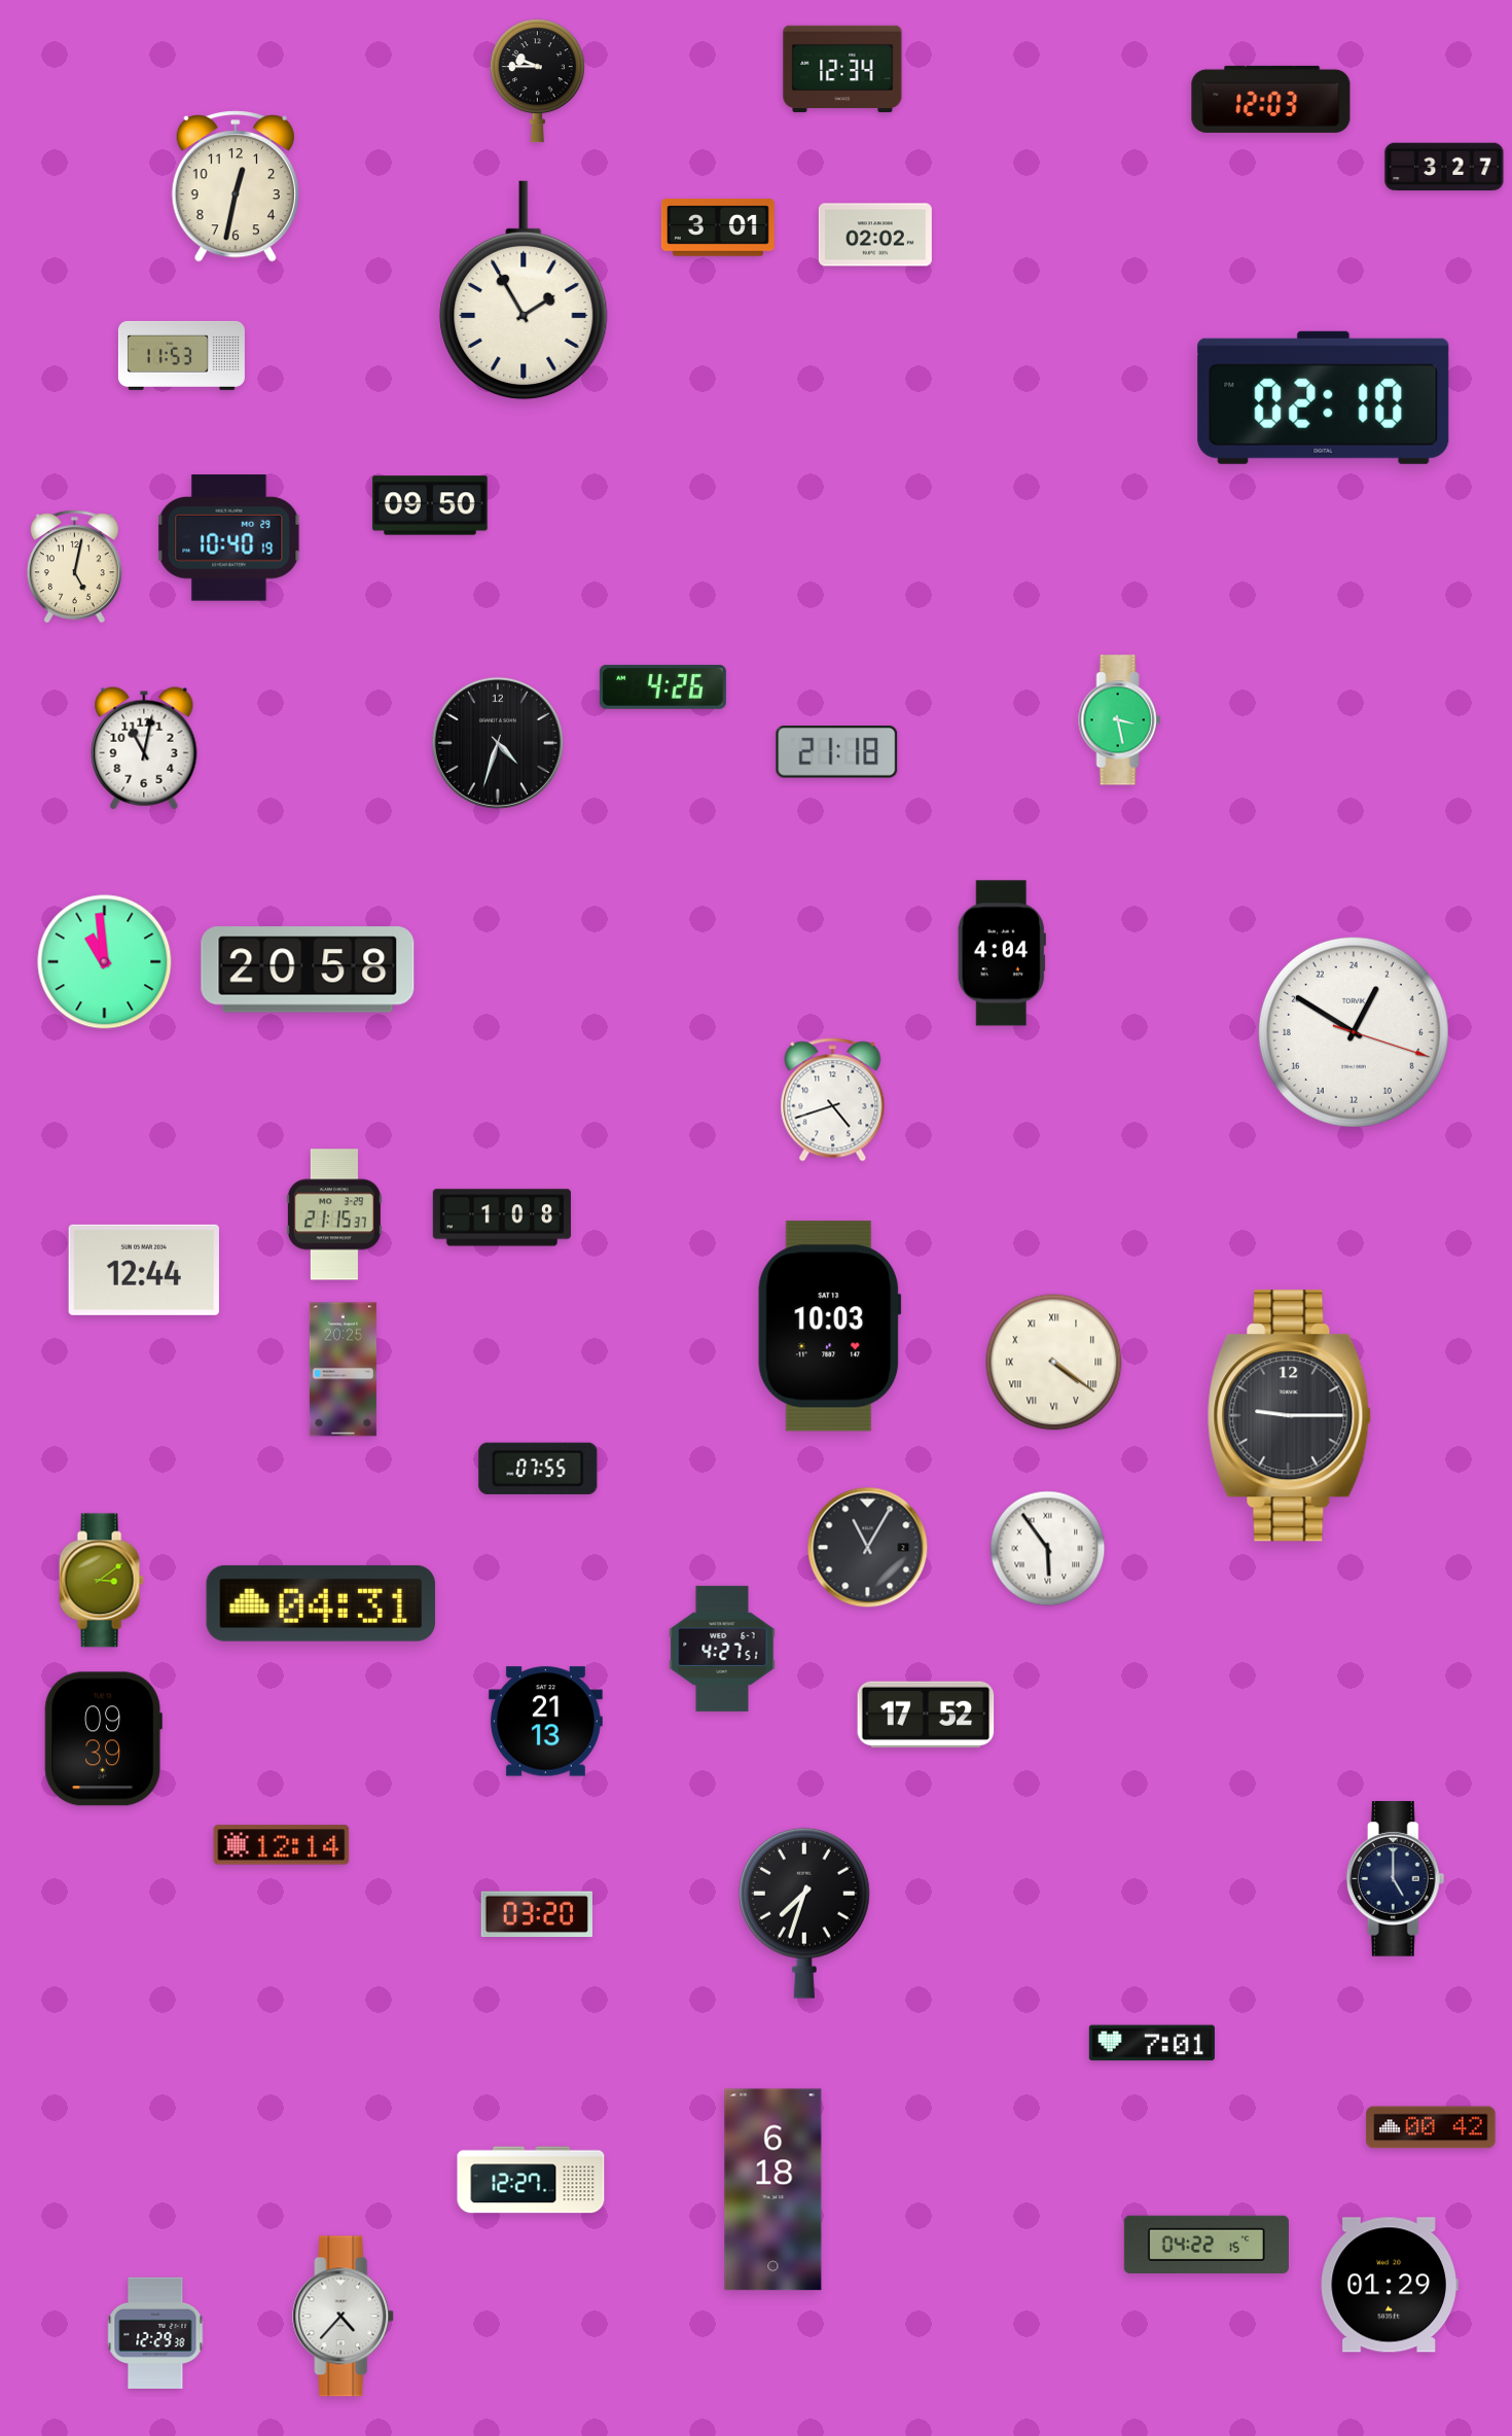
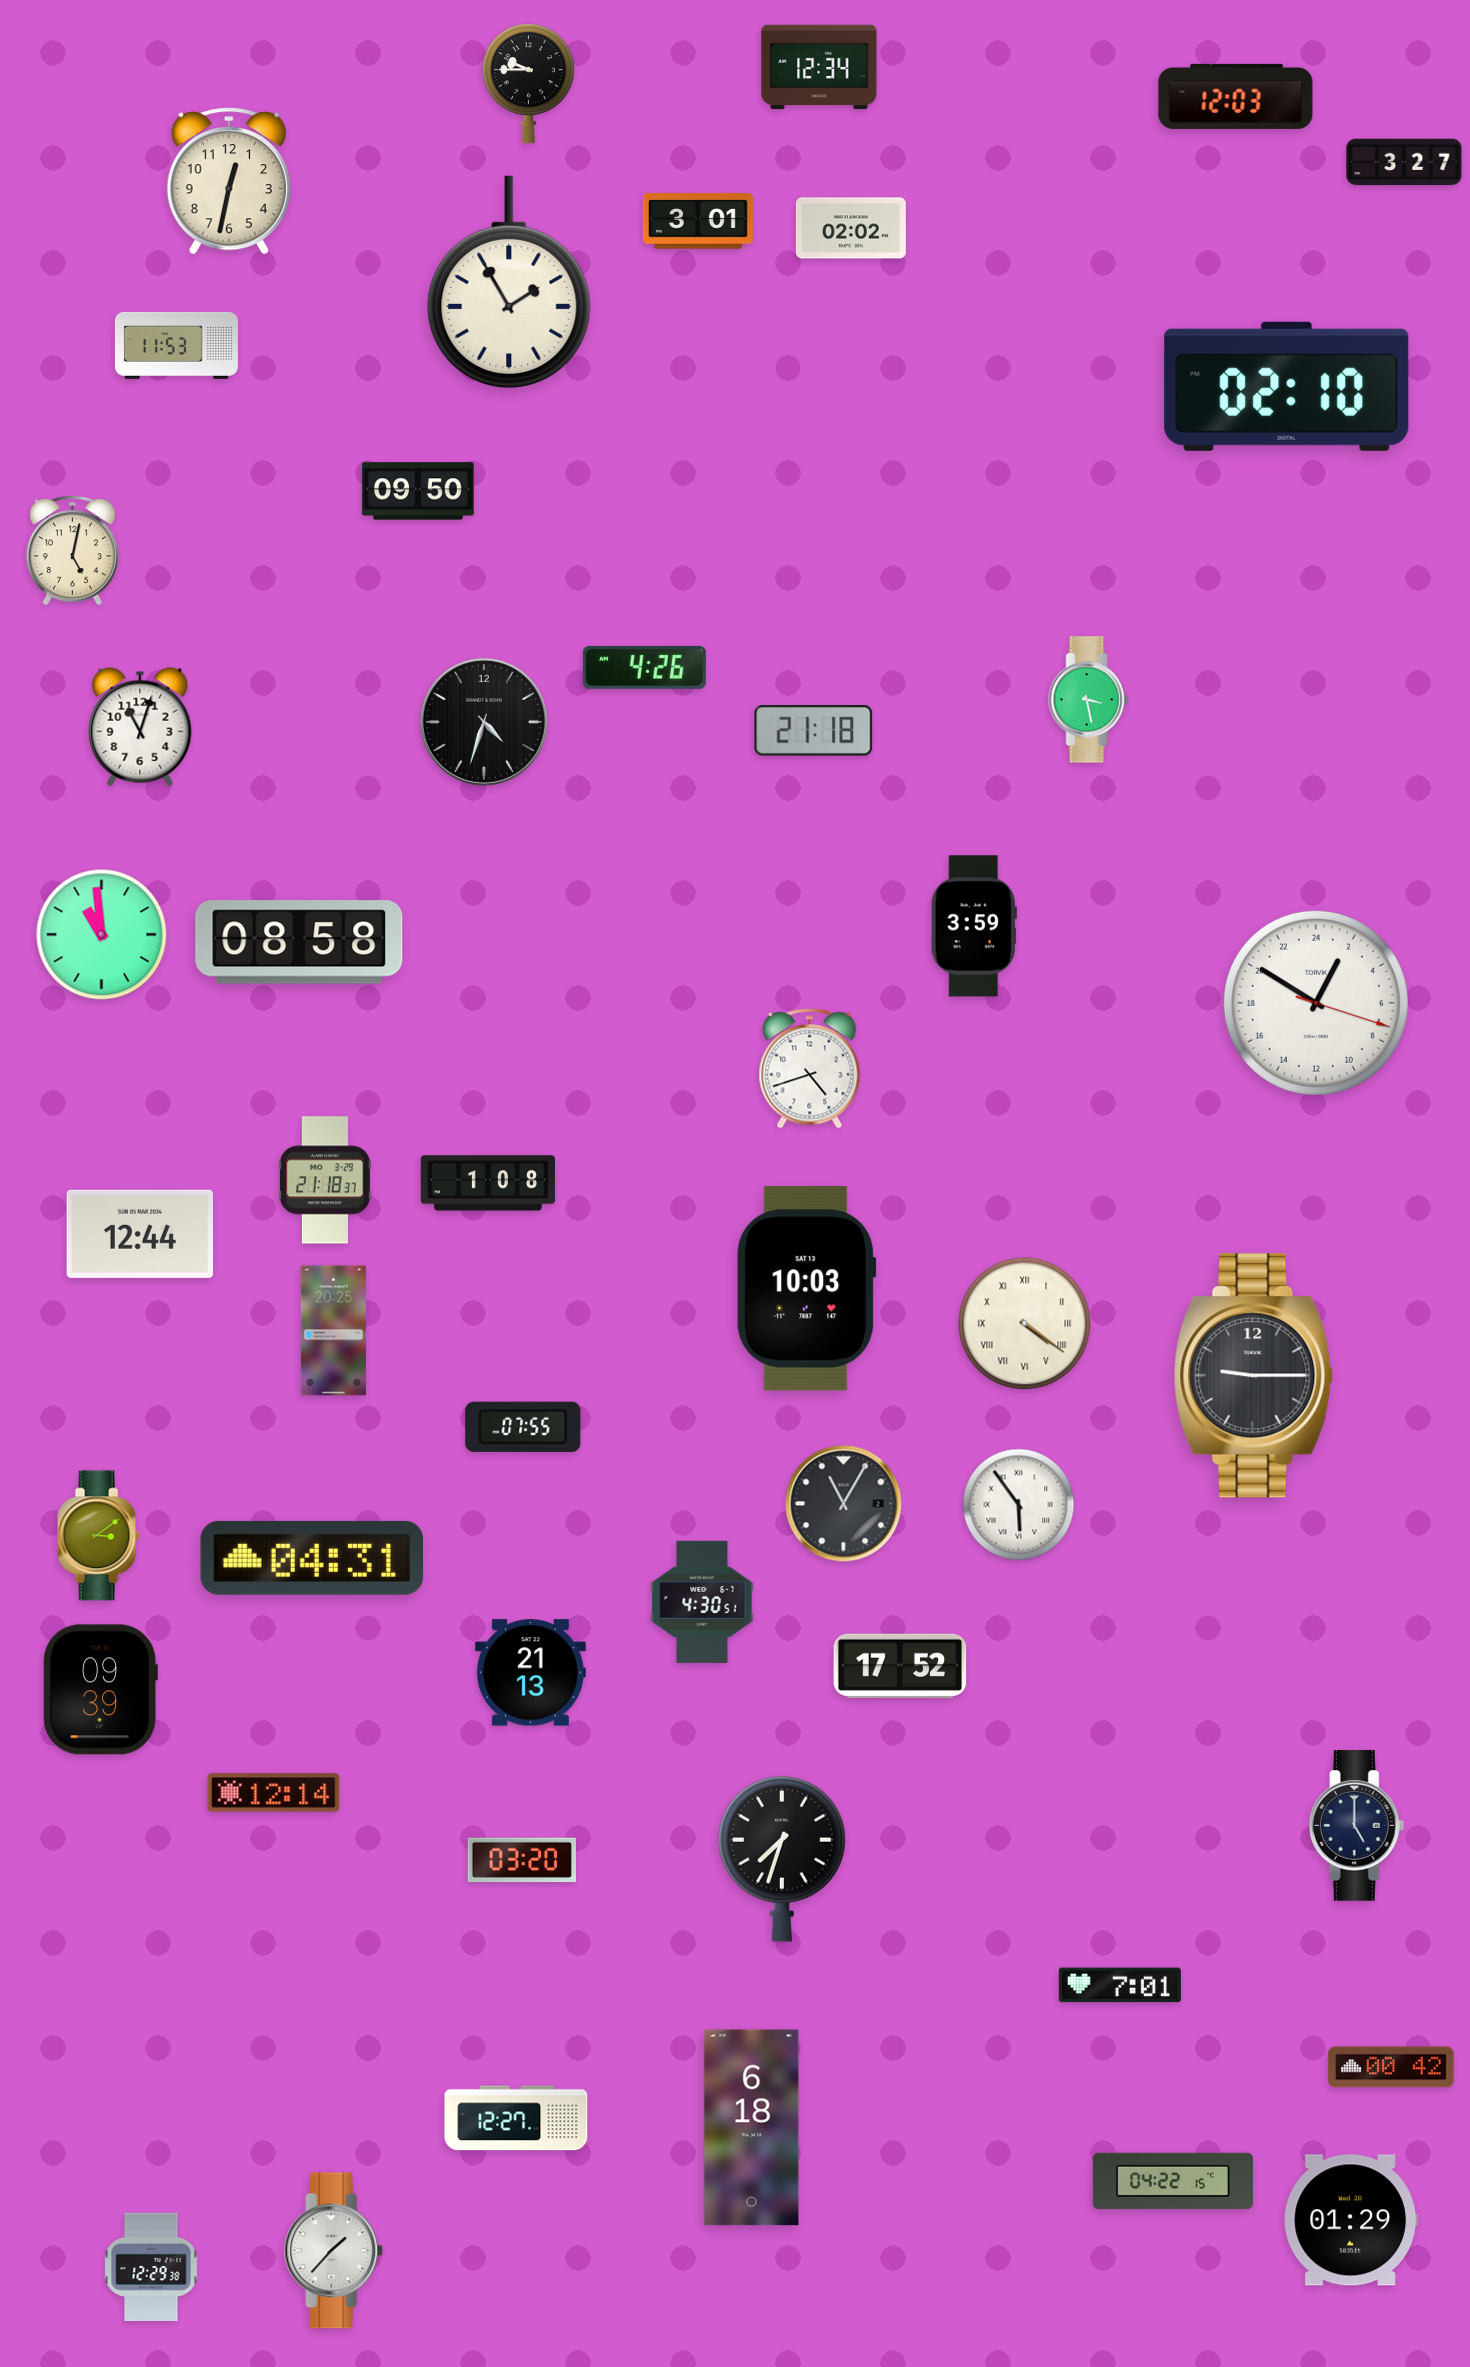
clock at (537, 81) position: (537, 81) -> (528, 84)
clock at (229, 538): 10:40 -> none
clock at (144, 748): 11:02 -> 11:03
clock at (1002, 953): 4:04 -> 3:59
clock at (308, 969): 20:58 -> 08:58
clock at (334, 1214): 21:15 -> 21:18
clock at (722, 1649): 4:27 -> 4:30
clock at (344, 2317): 4:37 -> 1:37
